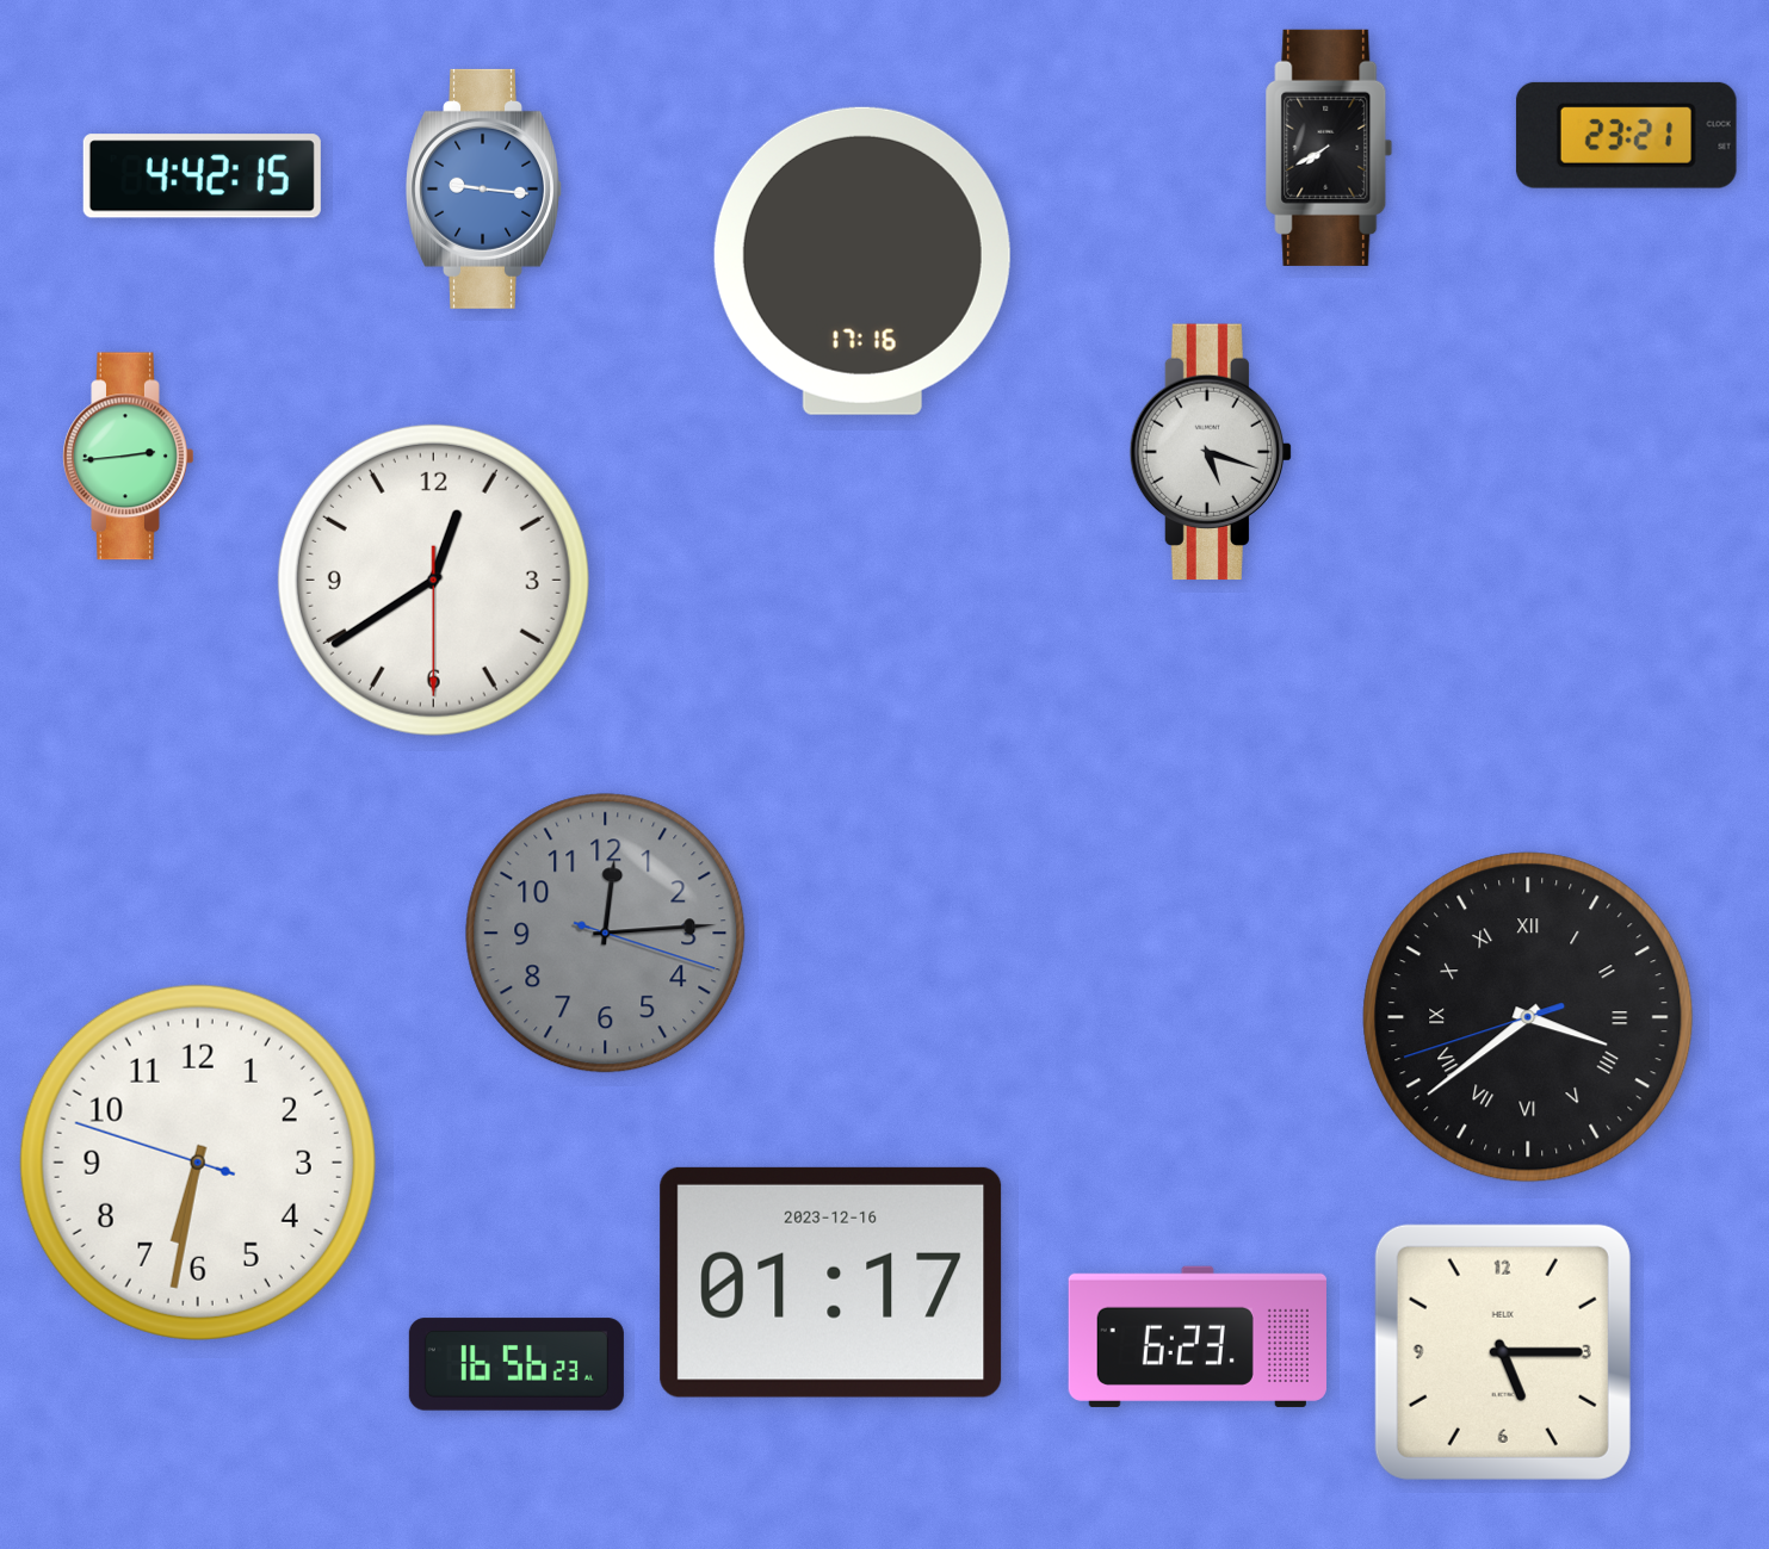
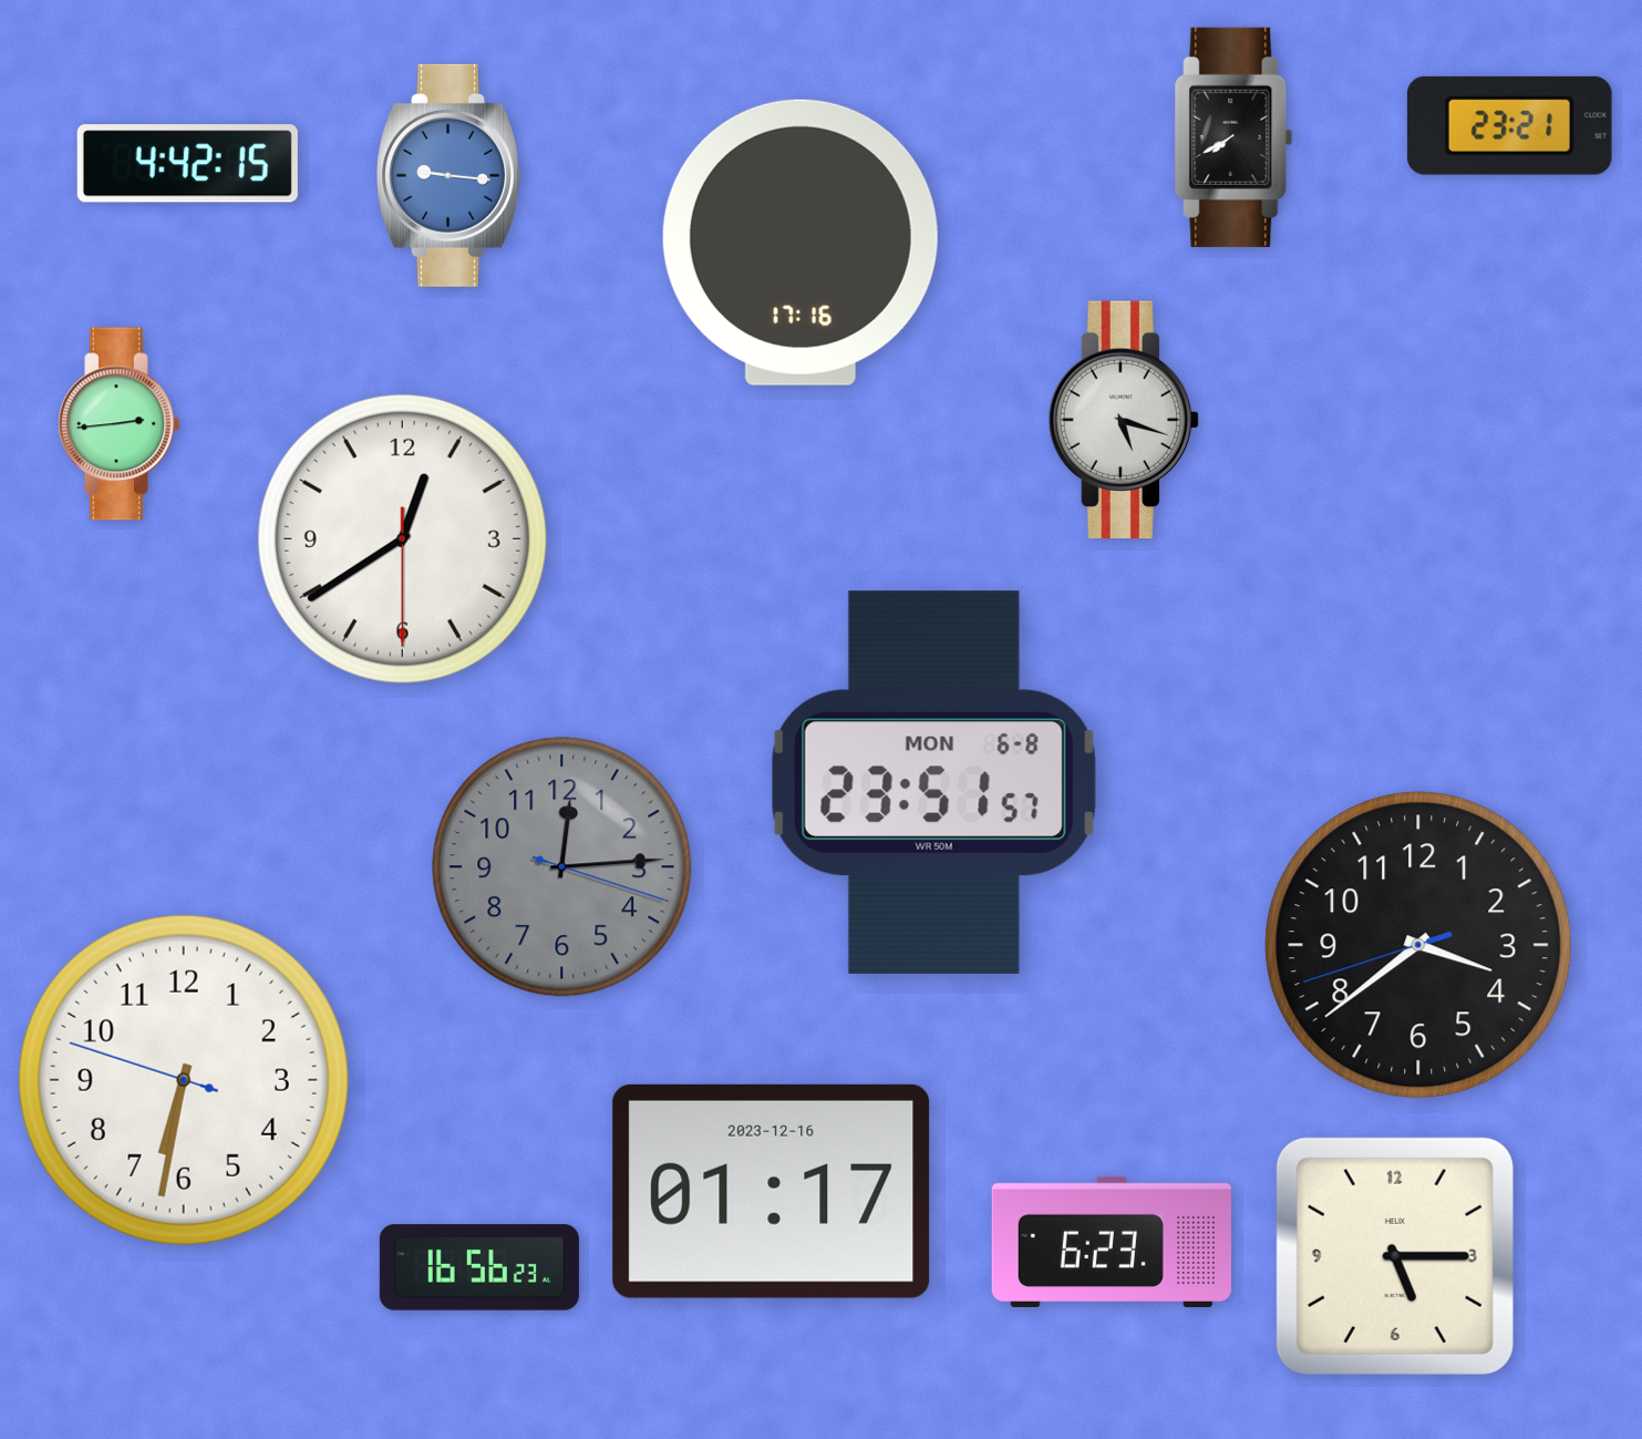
clock at (933, 782): none -> 23:51
clock at (1528, 1017) numerals: Roman -> Arabic
